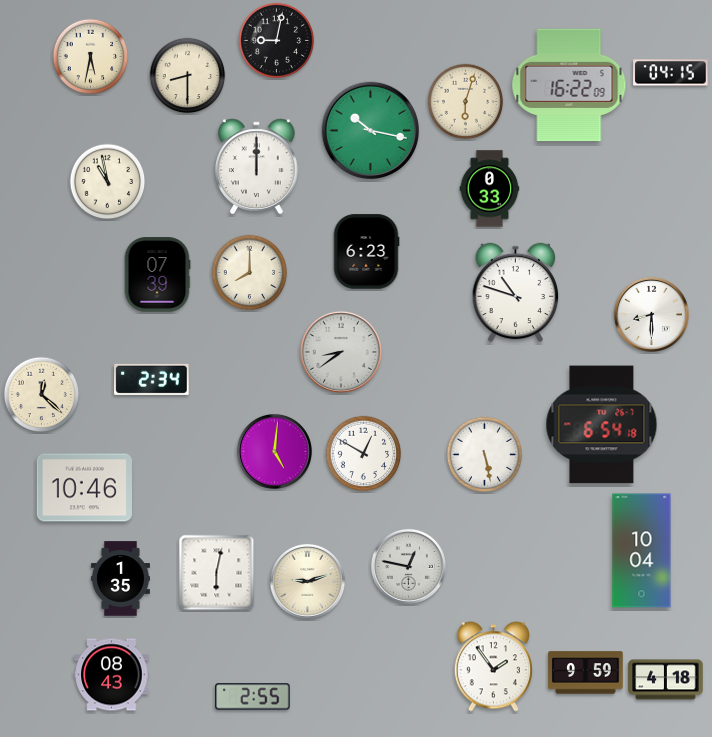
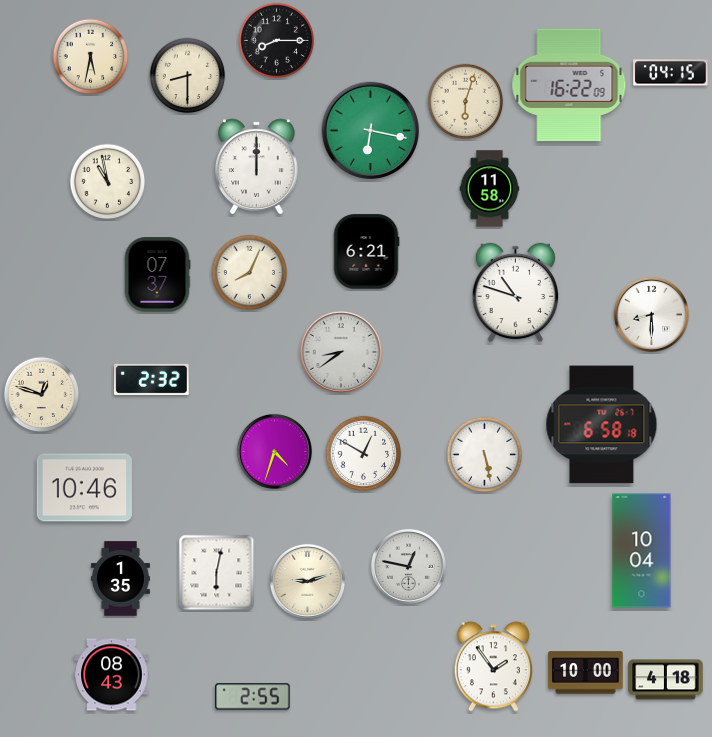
clock at (277, 41): 9:02 -> 8:15
clock at (370, 130): 10:17 -> 6:17
clock at (490, 189): 0:33 -> 11:58
clock at (366, 252): 6:23 -> 6:21
clock at (250, 273): 8:00 -> 8:04
clock at (157, 275): 07:39 -> 07:37
clock at (152, 379): 2:34 -> 2:32
clock at (42, 395): 12:22 -> 12:48
clock at (602, 425): 6:54 -> 6:58
clock at (274, 451): 5:01 -> 4:33
clock at (586, 673): 9:59 -> 10:00
